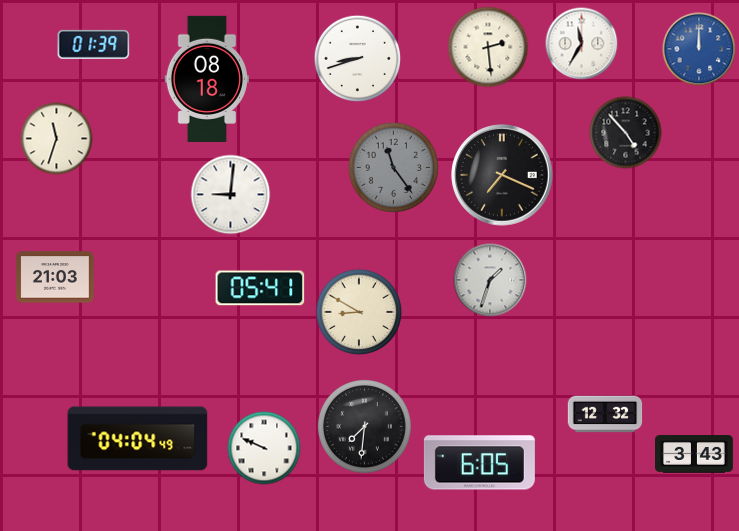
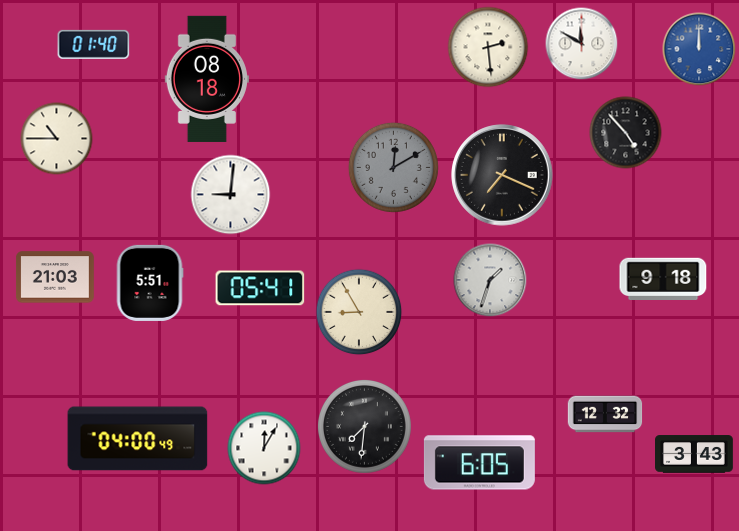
clock at (94, 44): 01:39 -> 01:40
clock at (582, 44): 11:35 -> 11:50
clock at (358, 59): 8:42 -> none
clock at (57, 139): 11:33 -> 10:45
clock at (393, 167): 11:24 -> 12:10
clock at (663, 278): none -> 9:18
clock at (150, 283): none -> 5:51
clock at (359, 312): 8:50 -> 8:55
clock at (138, 439): 04:04 -> 04:00
clock at (264, 448): 9:49 -> 12:05
